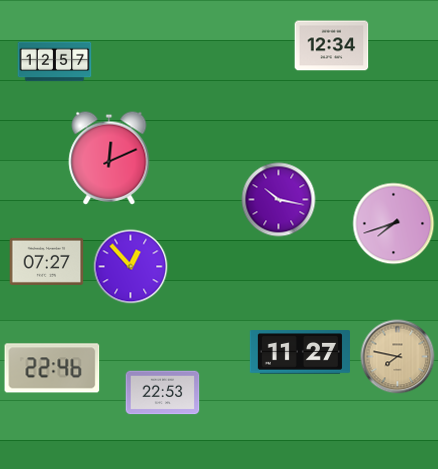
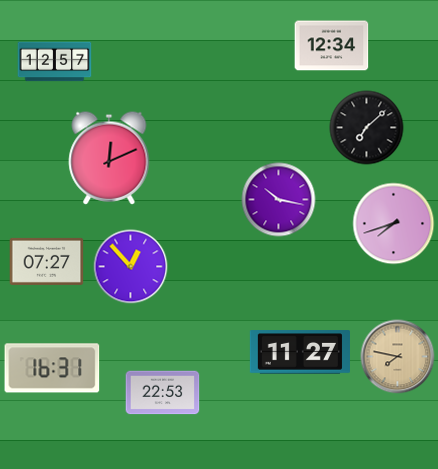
clock at (367, 128): none -> 7:08
clock at (52, 368): 22:46 -> 16:31
